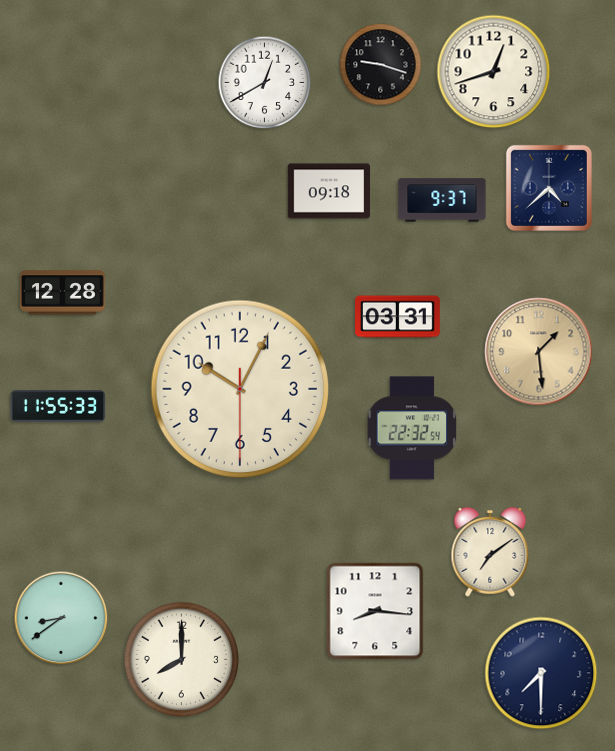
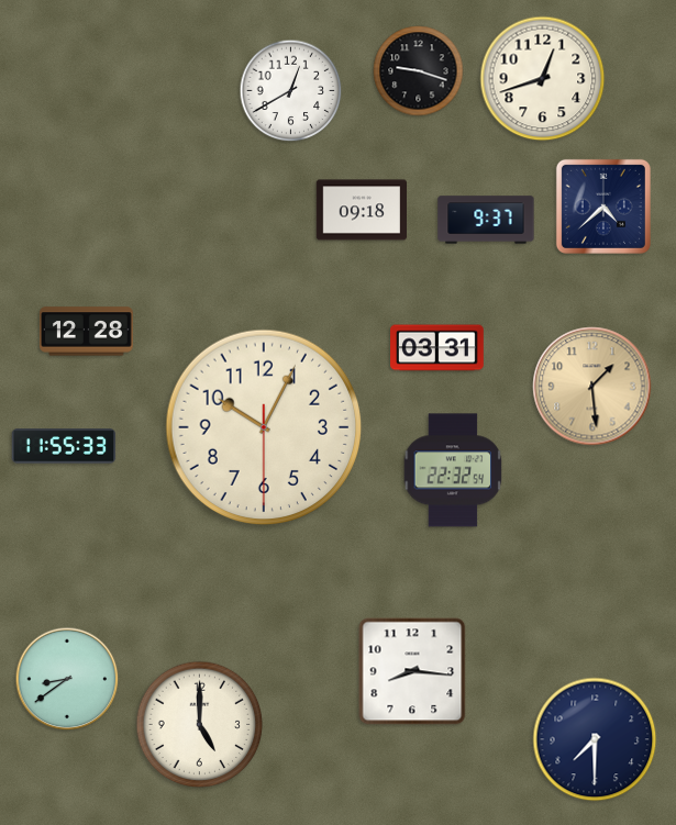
clock at (63, 293) position: (63, 293) -> (87, 332)
clock at (490, 552): 7:09 -> none
clock at (182, 660): 8:00 -> 5:00
